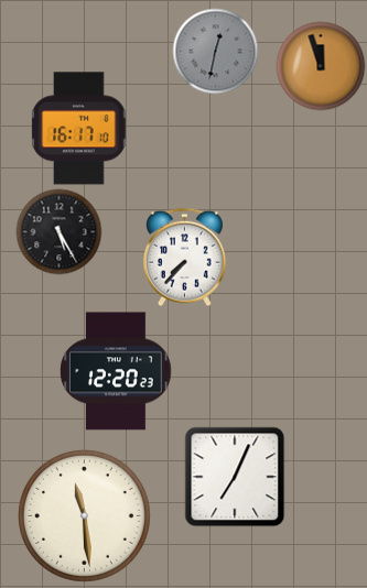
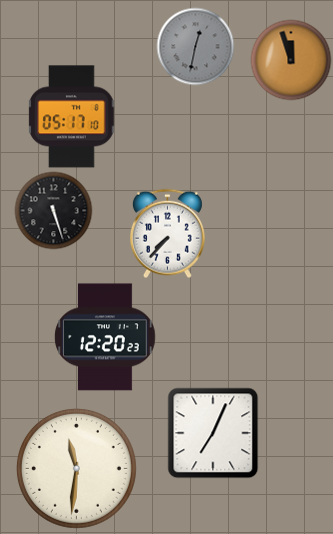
clock at (79, 129): 16:17 -> 05:17
clock at (58, 231): 5:25 -> 5:27
clock at (84, 515): 11:29 -> 11:31
